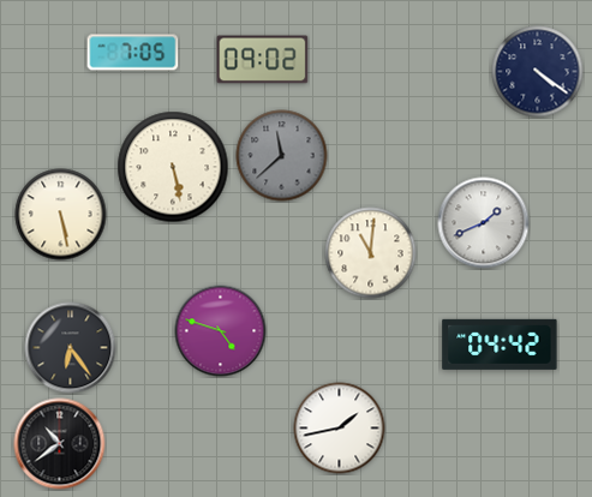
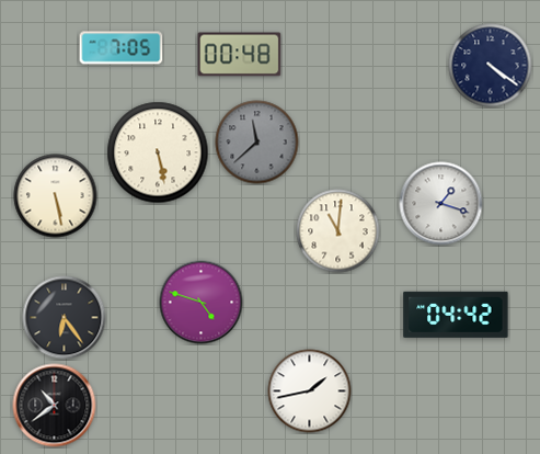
clock at (263, 60): 09:02 -> 00:48
clock at (484, 223): 1:41 -> 1:18
